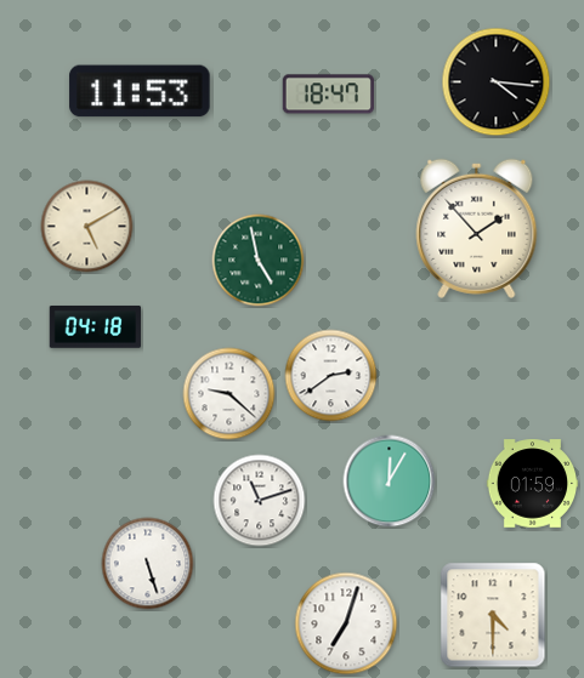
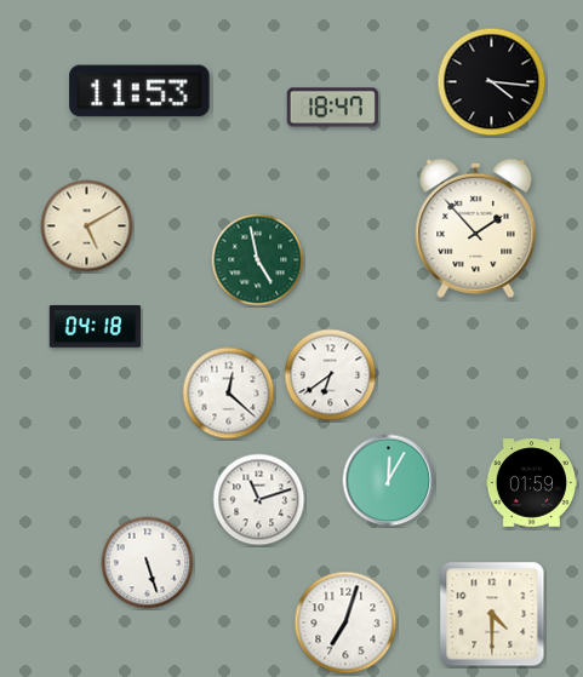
clock at (497, 82) position: (497, 82) -> (492, 82)
clock at (328, 95) position: (328, 95) -> (332, 108)
clock at (331, 376): 2:39 -> 6:39
clock at (229, 394): 9:22 -> 12:22
